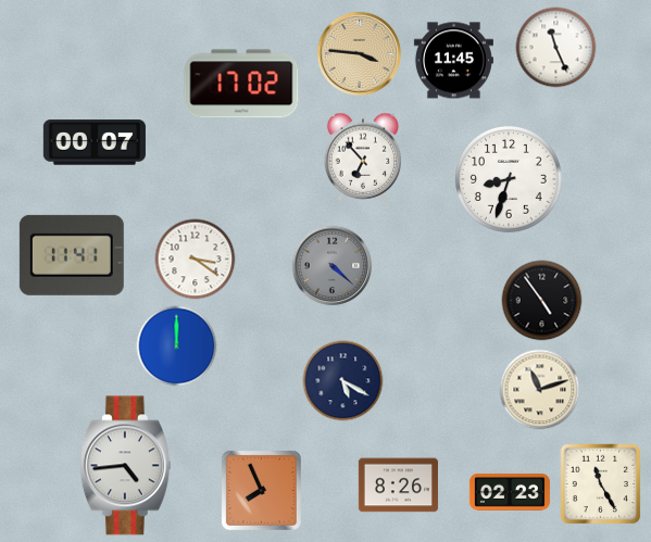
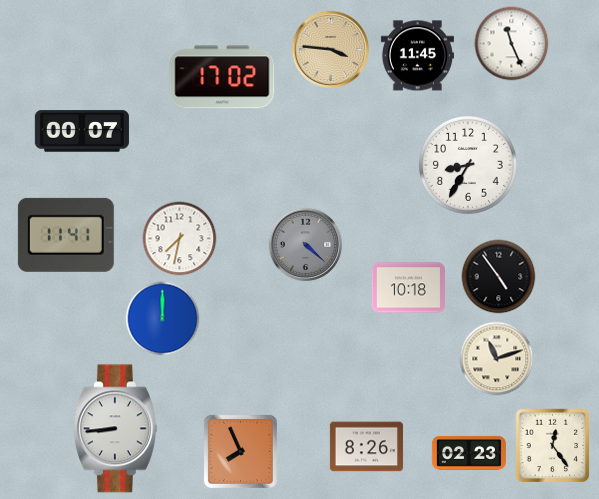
clock at (95, 142) position: (95, 142) -> (82, 131)
clock at (363, 157): 6:53 -> none
clock at (509, 179): 8:33 -> 8:35
clock at (196, 260): 3:21 -> 7:32
clock at (408, 288): none -> 10:18
clock at (343, 381): 5:20 -> none
clock at (125, 466): 4:44 -> 8:44
clock at (601, 484): 11:25 -> 12:24
